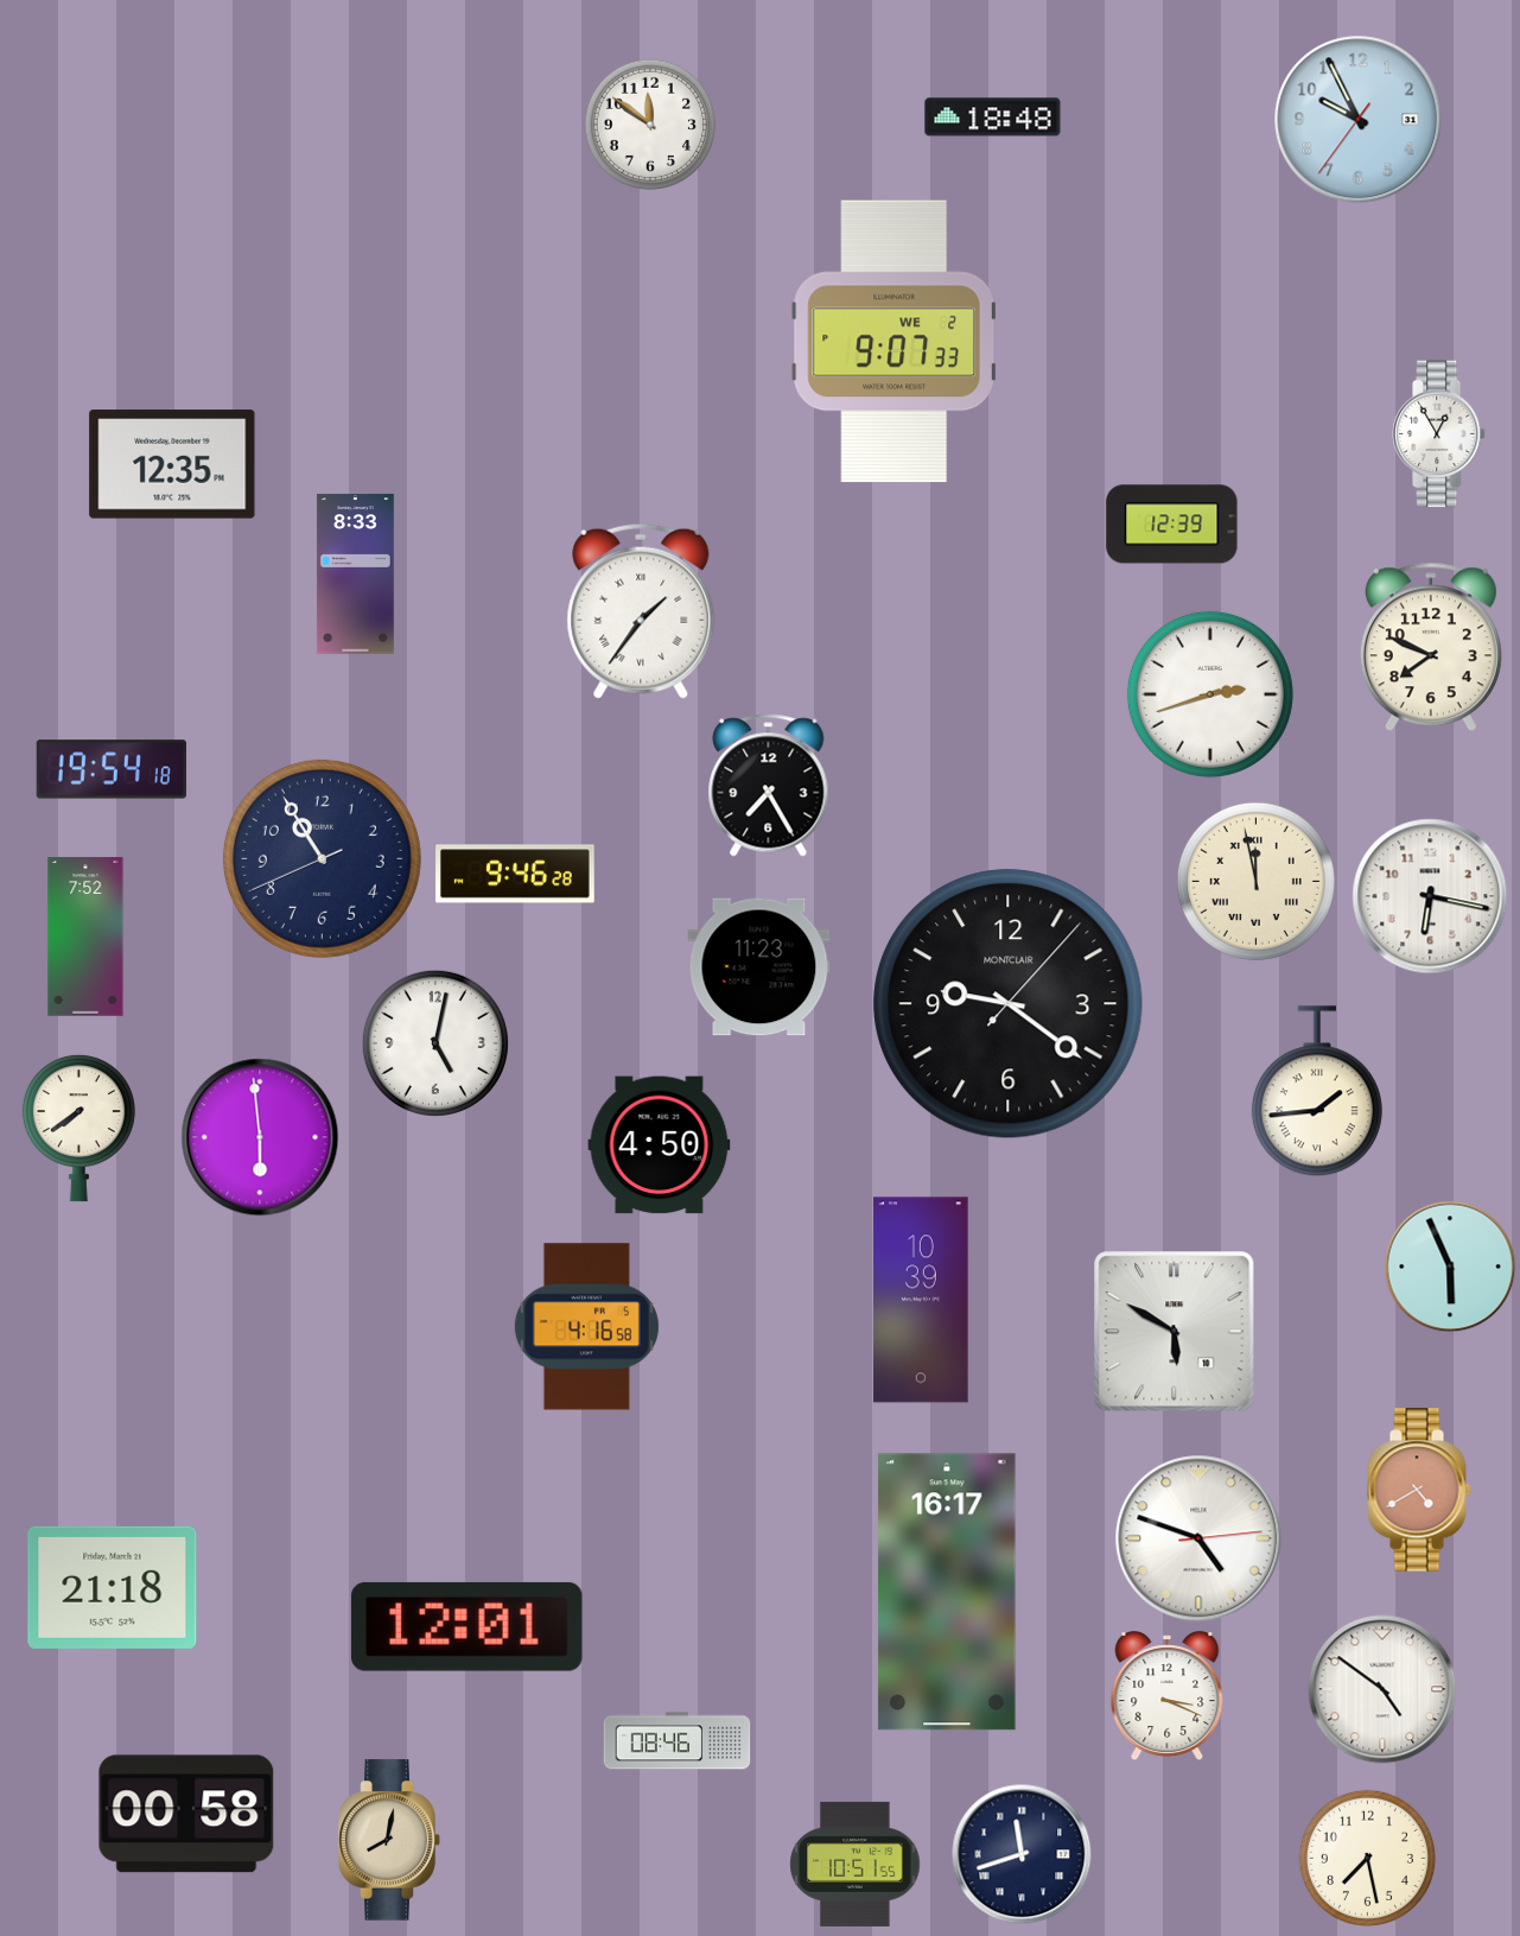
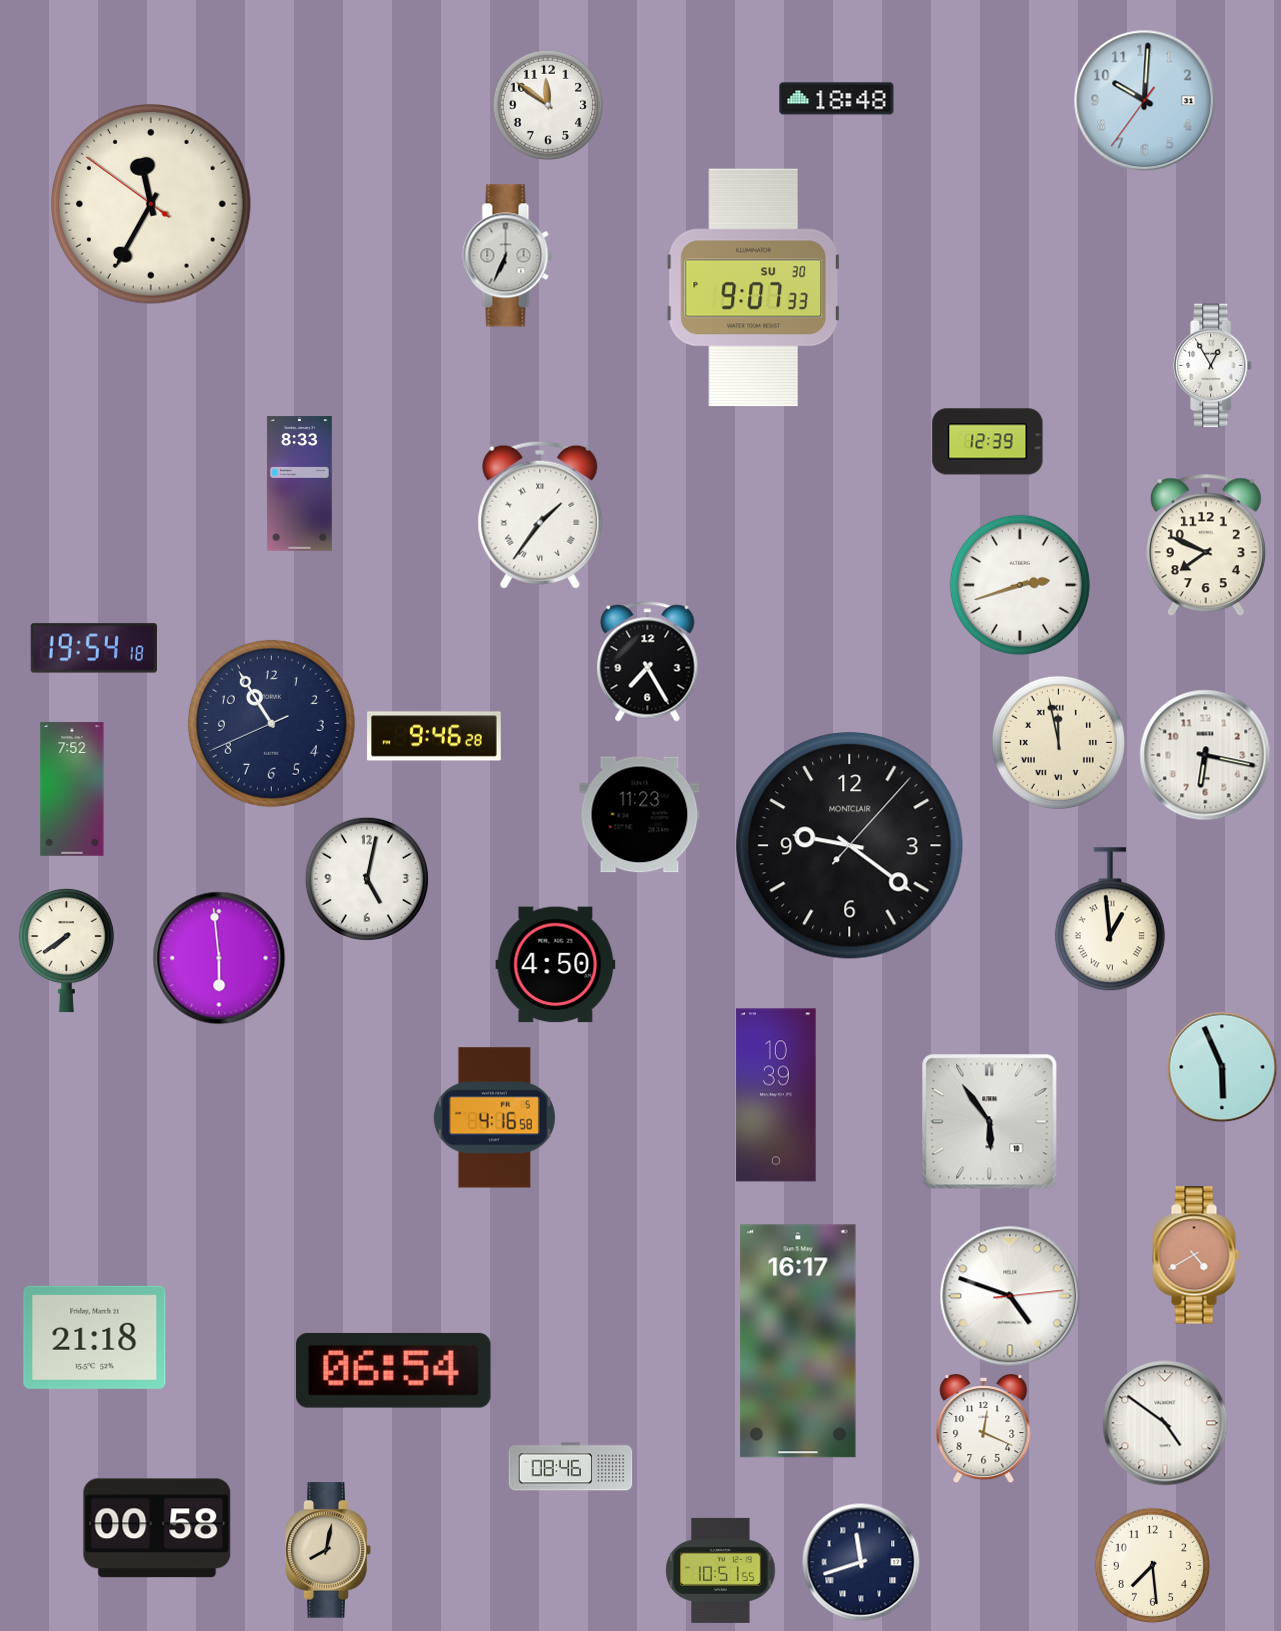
clock at (1359, 120): 9:55 -> 10:00
clock at (152, 205): none -> 11:34
clock at (508, 256): none -> 6:34
clock at (893, 342) date: WE 2 -> SU 30
clock at (172, 464): 12:35 -> none
clock at (1317, 1092): 1:44 -> 12:59
clock at (1175, 1332): 5:50 -> 5:54
clock at (468, 1626): 12:01 -> 06:54
clock at (1168, 1696): 3:19 -> 12:19
clock at (1367, 1858): 7:28 -> 7:29
